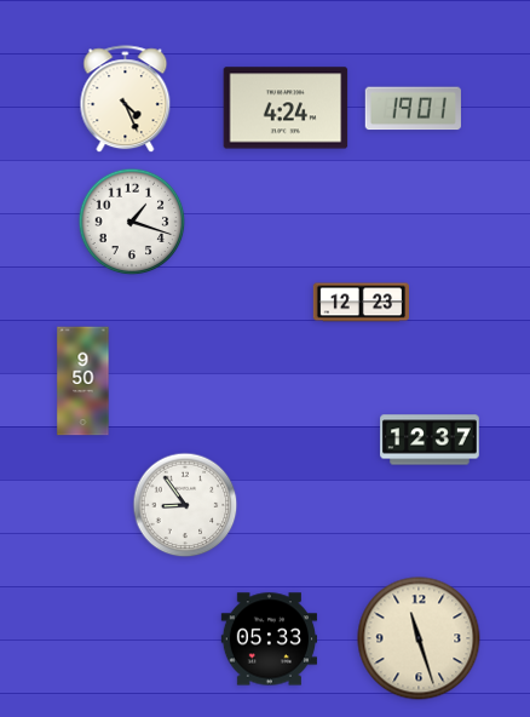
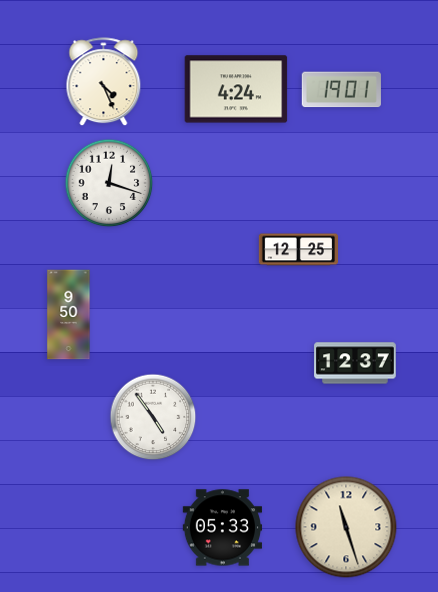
clock at (132, 222): 1:18 -> 12:18
clock at (361, 303): 12:23 -> 12:25
clock at (185, 505): 8:54 -> 4:54
